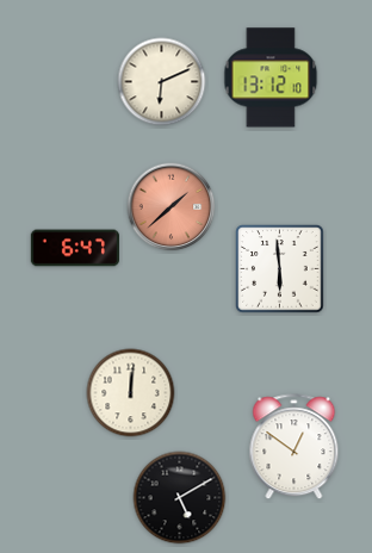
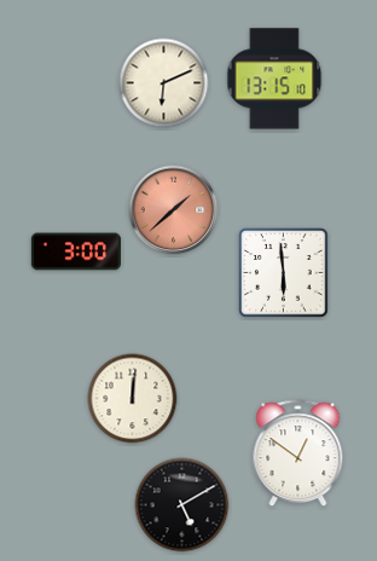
clock at (271, 77): 13:12 -> 13:15
clock at (75, 248): 6:47 -> 3:00
